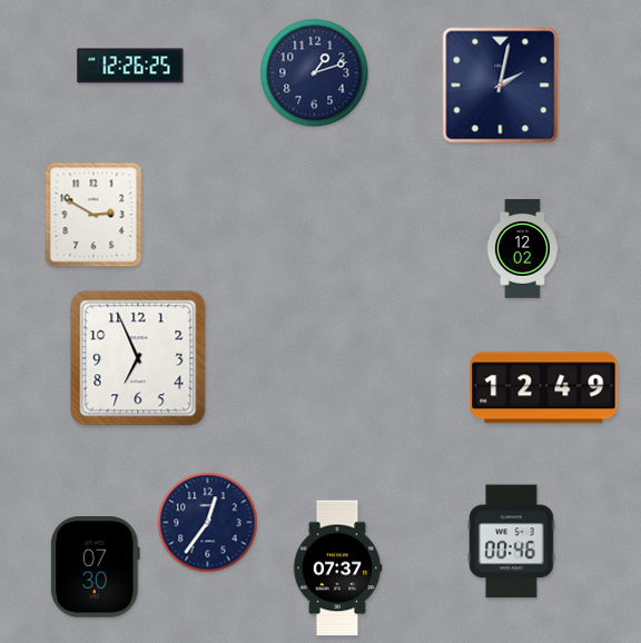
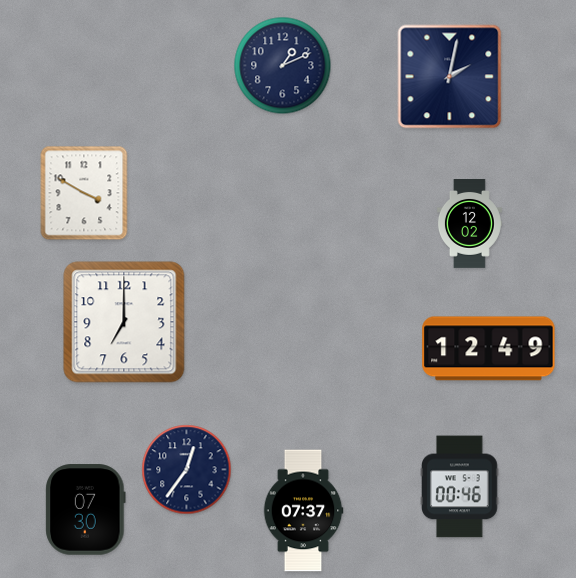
clock at (130, 66): 12:26 -> none
clock at (315, 73): 1:12 -> 1:11
clock at (93, 215): 2:50 -> 3:50
clock at (138, 358): 6:56 -> 7:00
